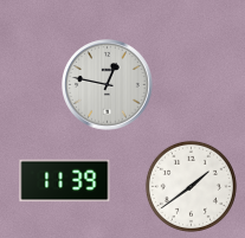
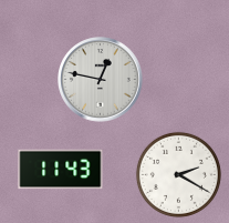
clock at (65, 181): 11:39 -> 11:43
clock at (191, 186): 1:39 -> 2:20
